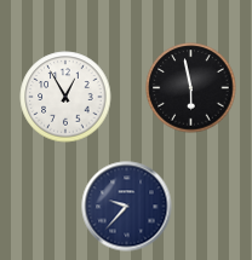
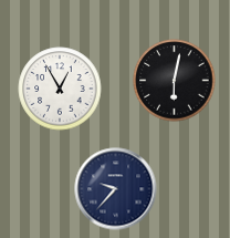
clock at (191, 88): 5:58 -> 6:02
